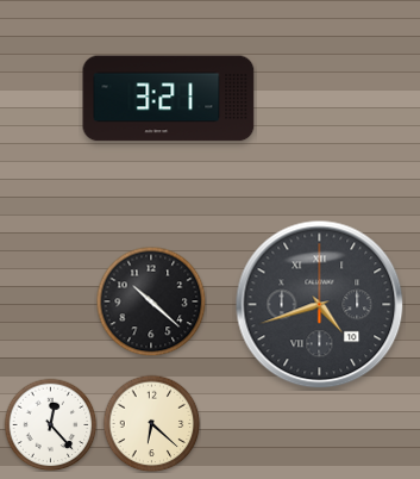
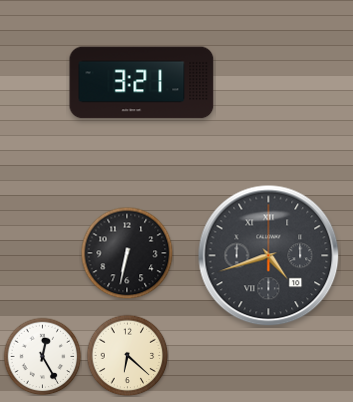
clock at (151, 301): 10:22 -> 6:32
clock at (50, 424): 12:23 -> 12:25
